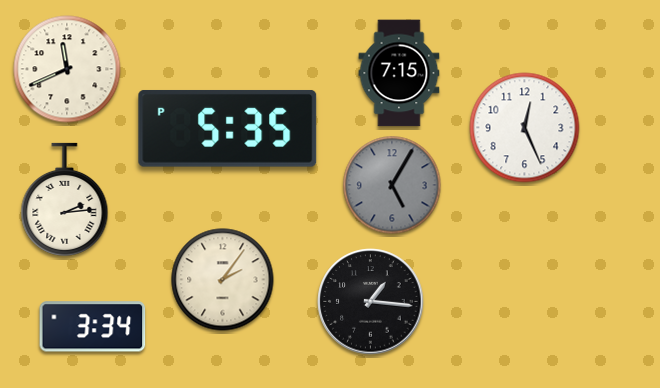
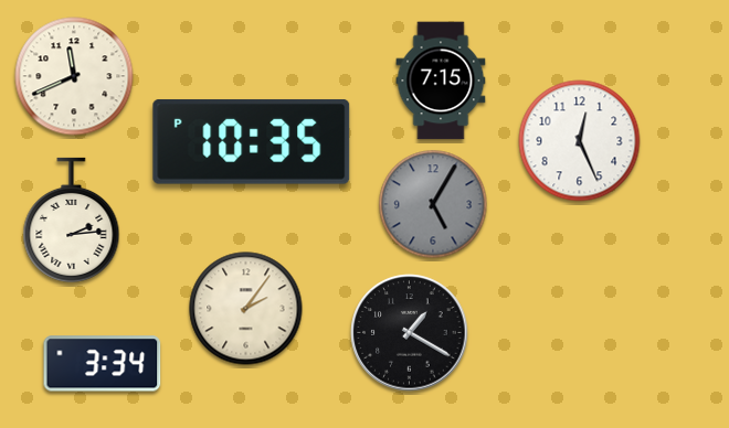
clock at (228, 128): 5:35 -> 10:35
clock at (371, 302): 1:16 -> 1:20
clock at (93, 327) position: (93, 327) -> (103, 364)
